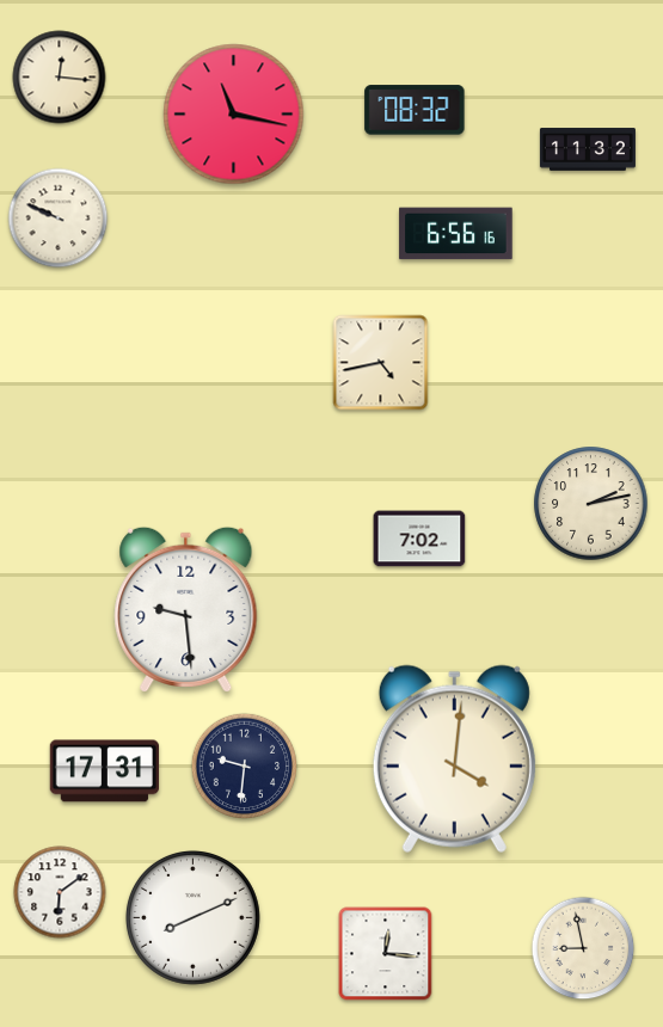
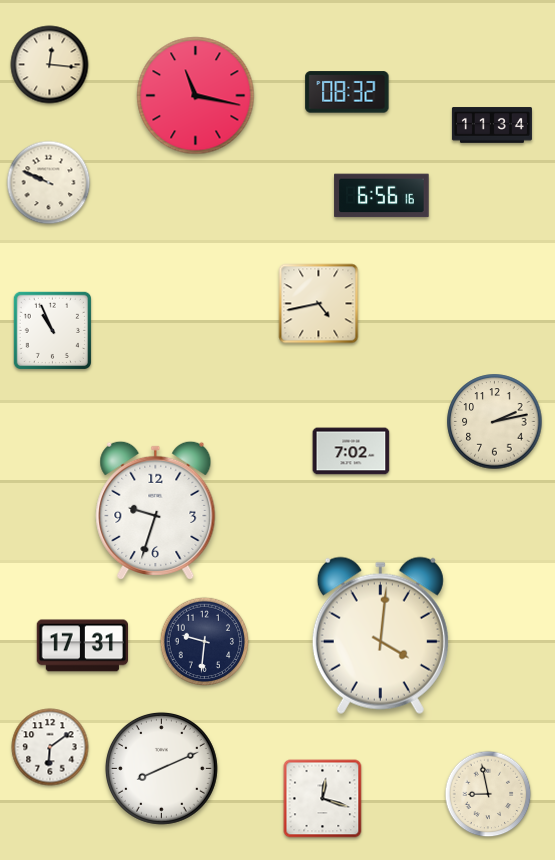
clock at (588, 149): 11:32 -> 11:34
clock at (52, 330): none -> 10:56
clock at (186, 609): 9:29 -> 9:33
clock at (104, 771) position: (104, 771) -> (82, 646)
clock at (386, 954): 12:16 -> 12:18
